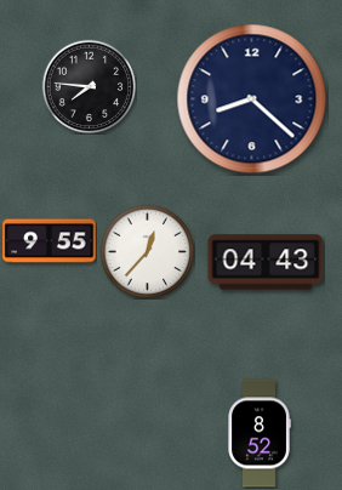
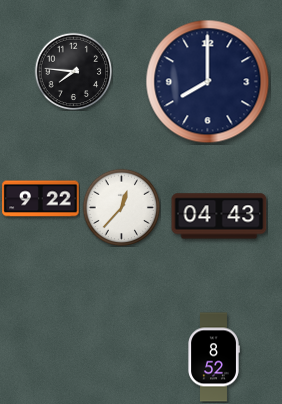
clock at (252, 99): 8:22 -> 8:00
clock at (50, 241): 9:55 -> 9:22
